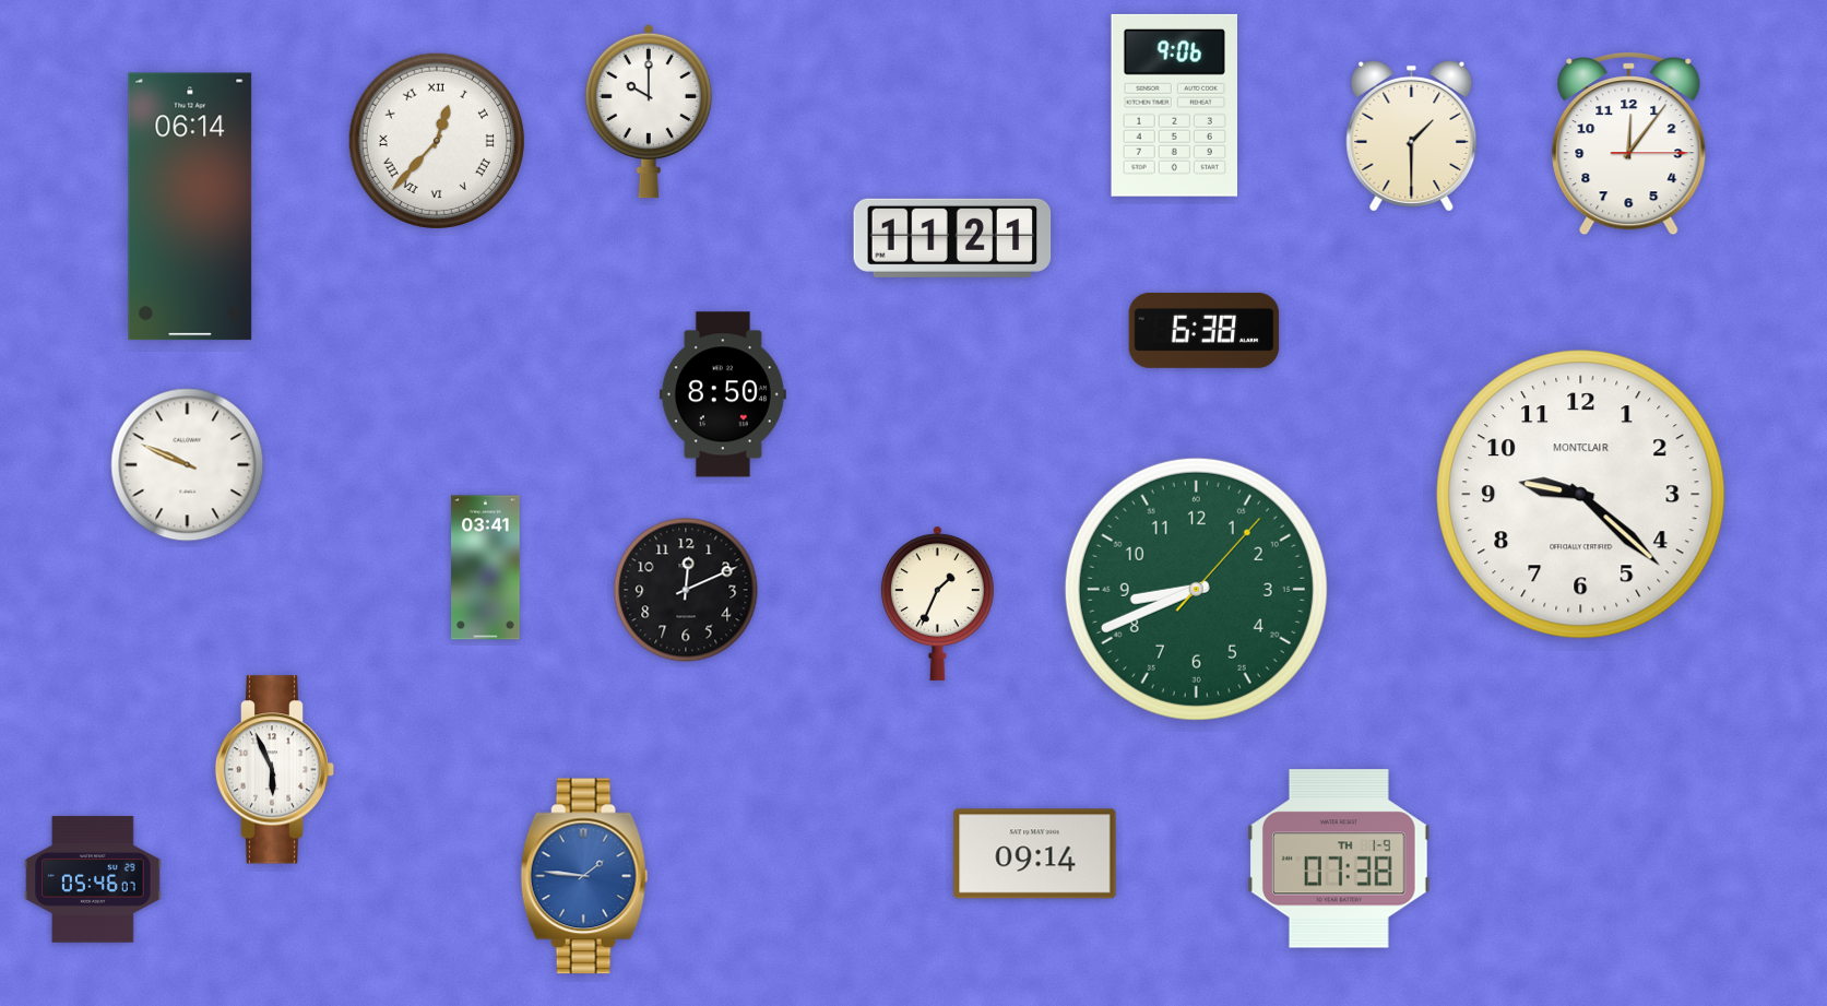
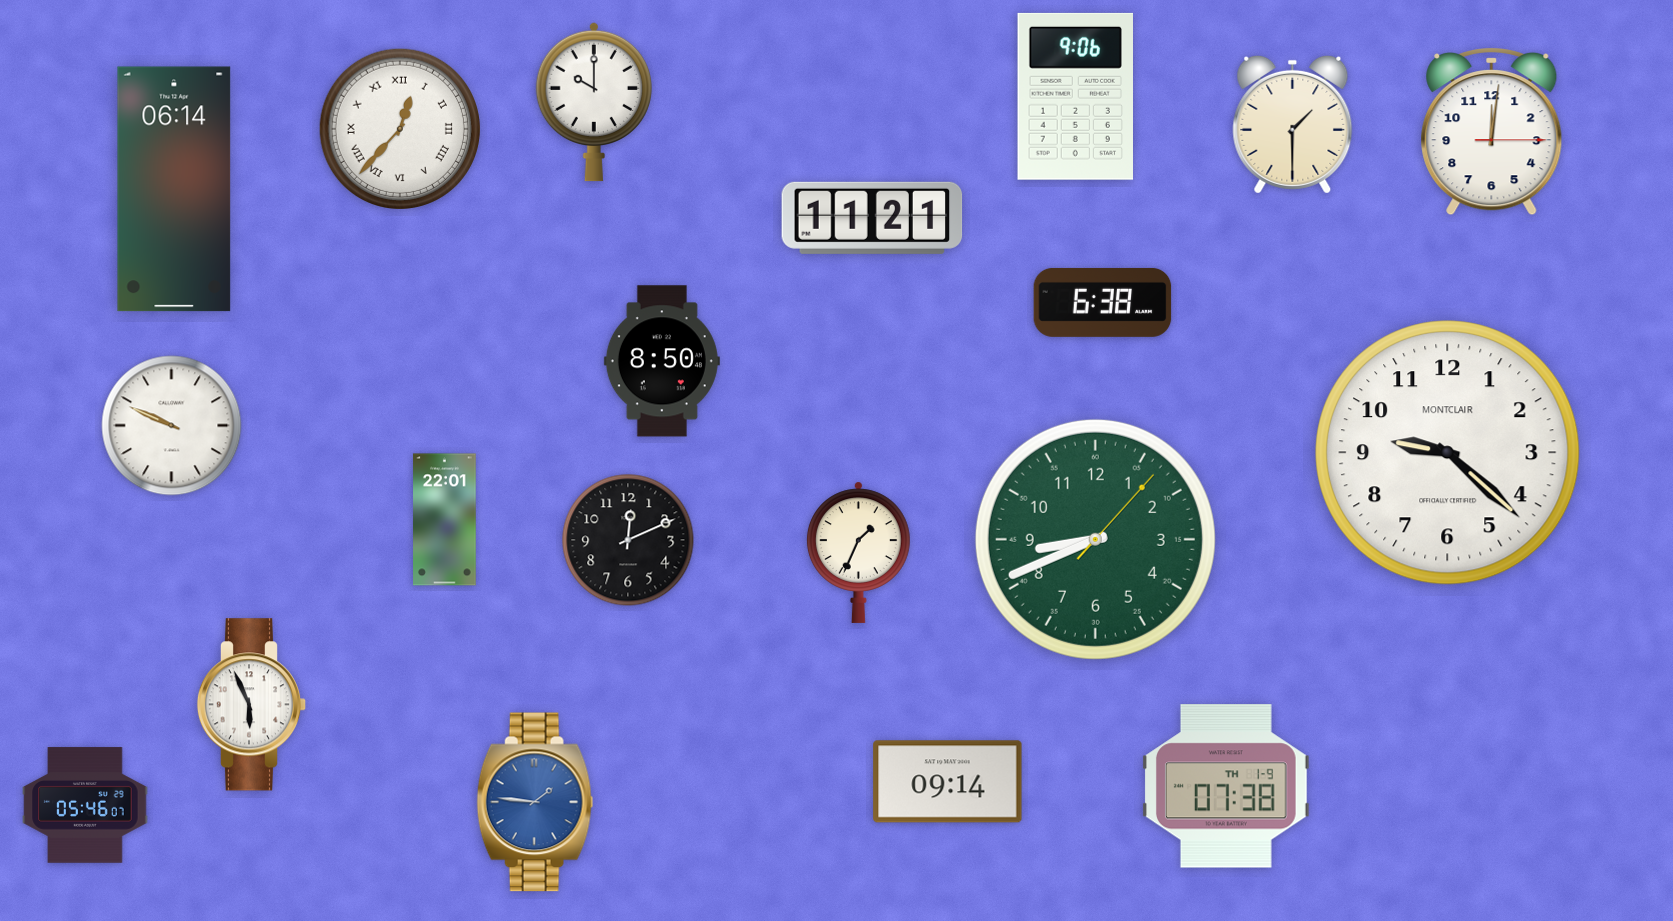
clock at (1629, 144): 12:06 -> 12:01
clock at (486, 568): 03:41 -> 22:01
